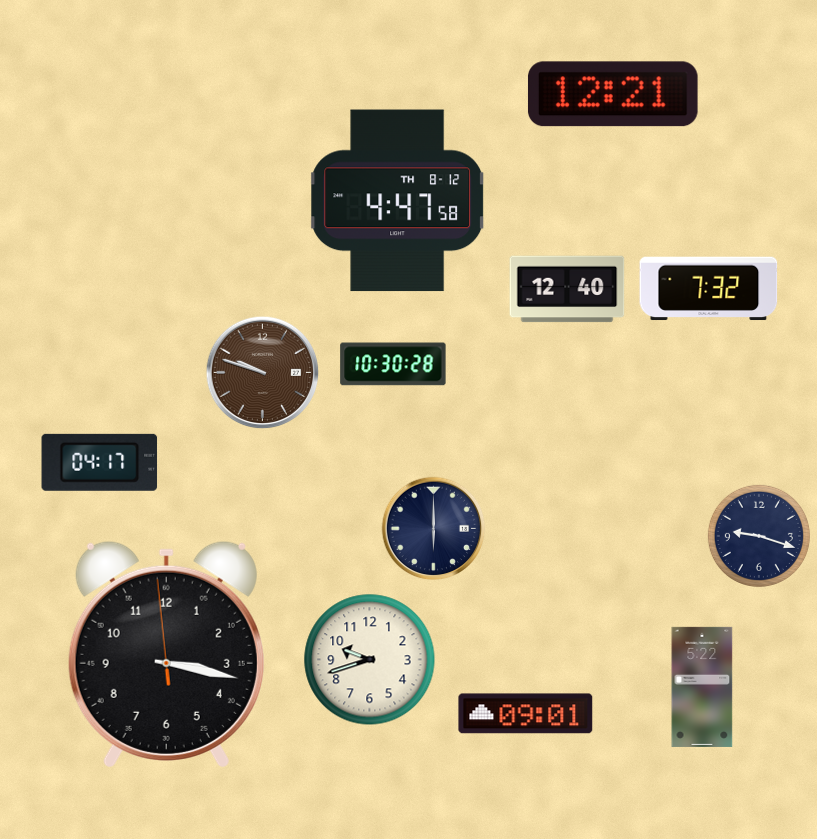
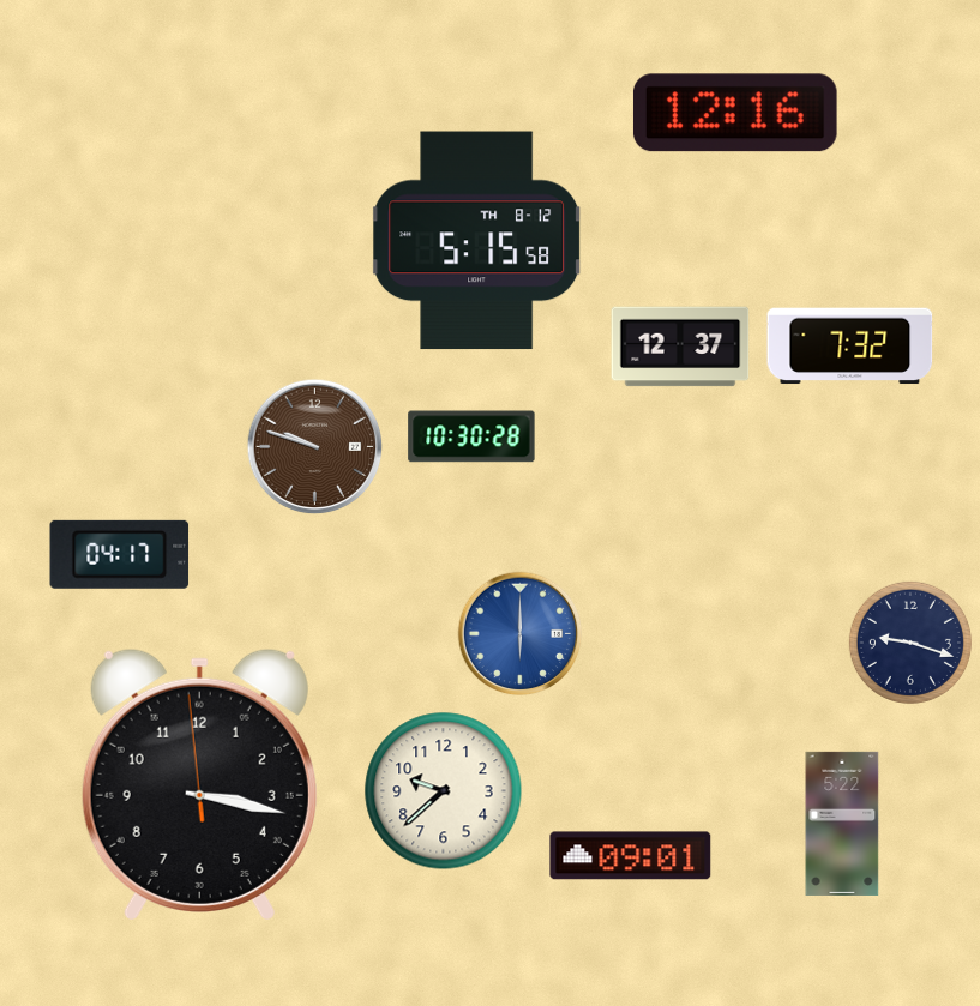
clock at (613, 94): 12:21 -> 12:16
clock at (398, 201): 4:47 -> 5:15
clock at (567, 289): 12:40 -> 12:37
clock at (434, 529) dial: navy -> blue
clock at (370, 660): 9:42 -> 9:38
